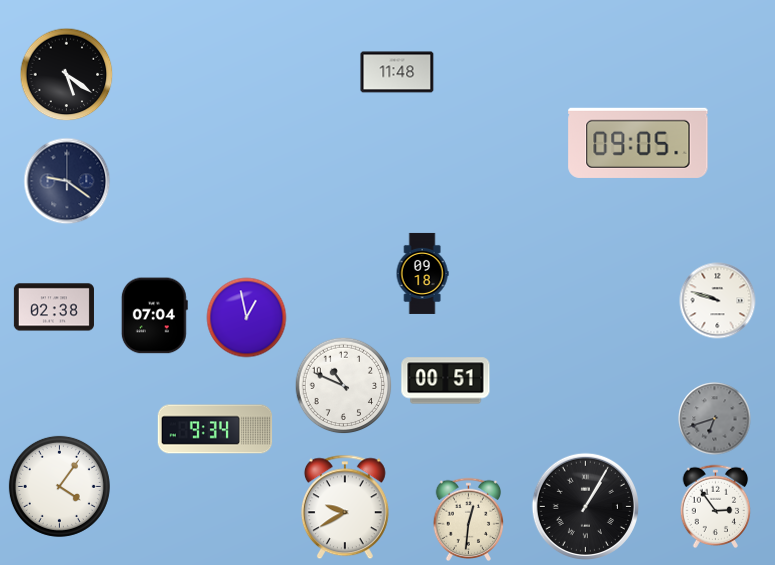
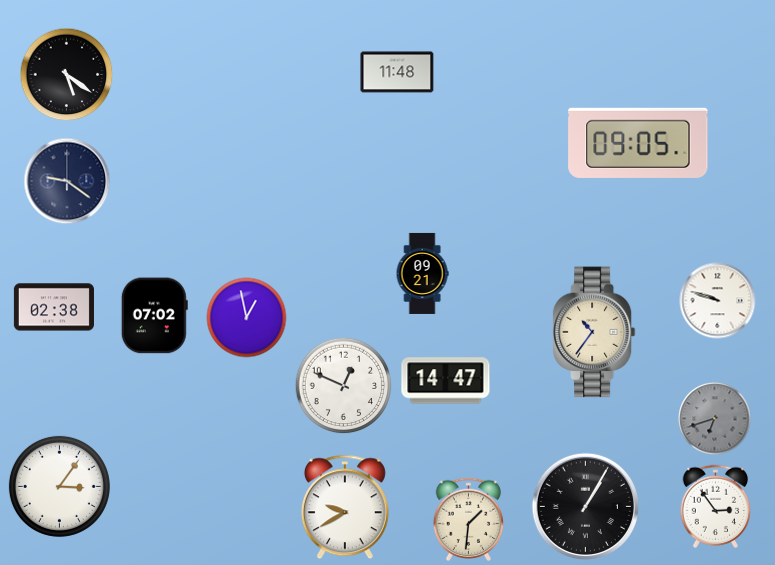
clock at (422, 273): 09:18 -> 09:21
clock at (154, 316): 07:04 -> 07:02
clock at (594, 332): none -> 10:36
clock at (446, 381): 00:51 -> 14:47
clock at (344, 386): 10:49 -> 12:49
clock at (215, 429): 9:34 -> none
clock at (59, 486): 4:06 -> 3:06
clock at (469, 520): 12:31 -> 1:31
